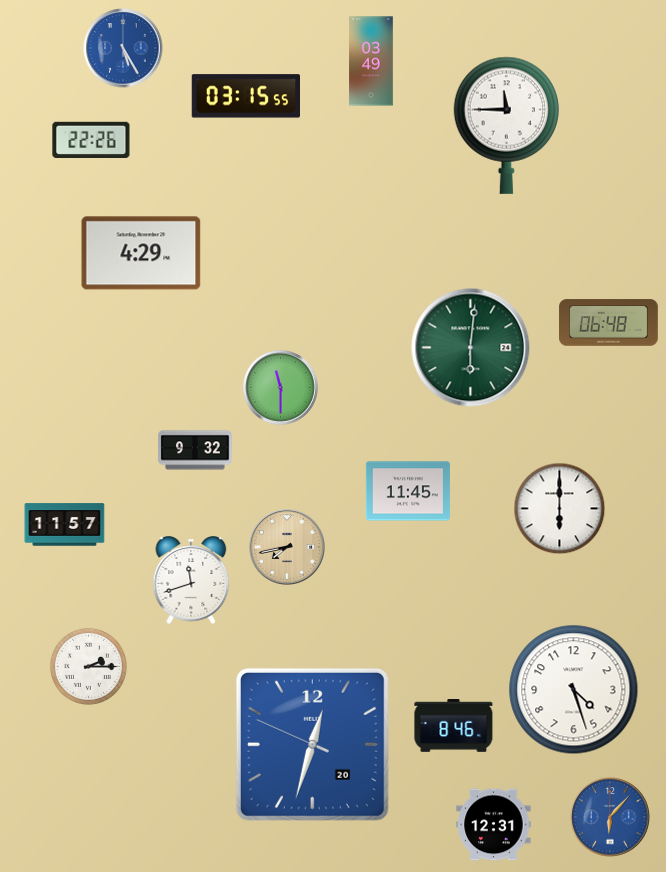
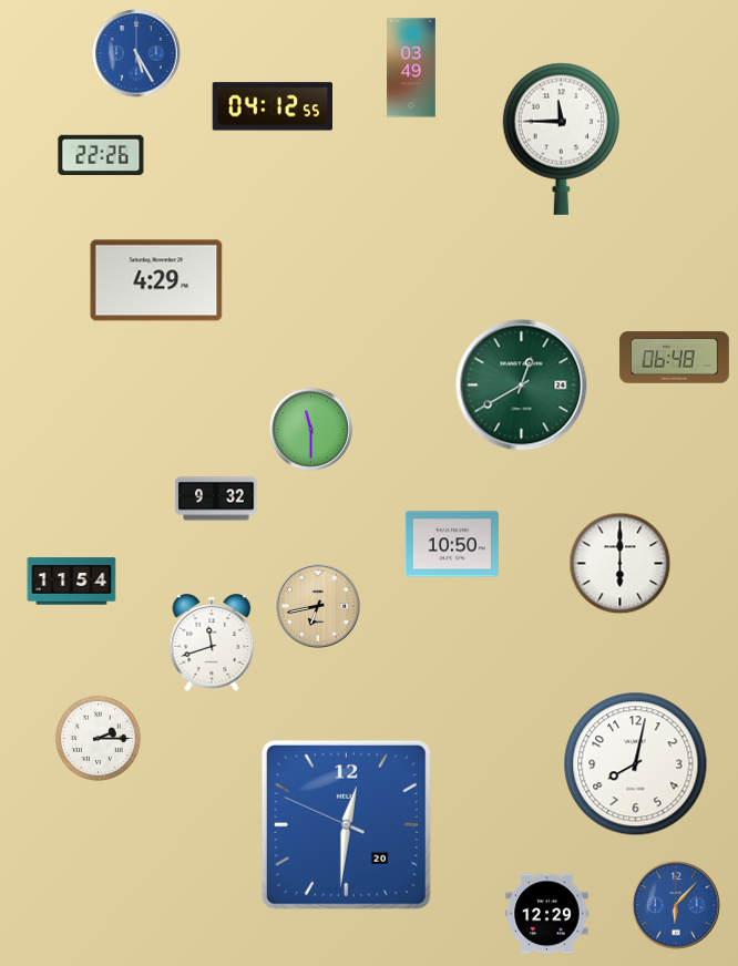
clock at (245, 96): 03:15 -> 04:12
clock at (471, 348): 6:01 -> 12:40
clock at (408, 491): 11:45 -> 10:50
clock at (65, 525): 11:57 -> 11:54
clock at (287, 547): 7:43 -> 6:43
clock at (574, 690): 4:27 -> 8:02
clock at (454, 726): 8:46 -> none
clock at (312, 744): 12:32 -> 12:30
clock at (494, 825): 12:31 -> 12:29
